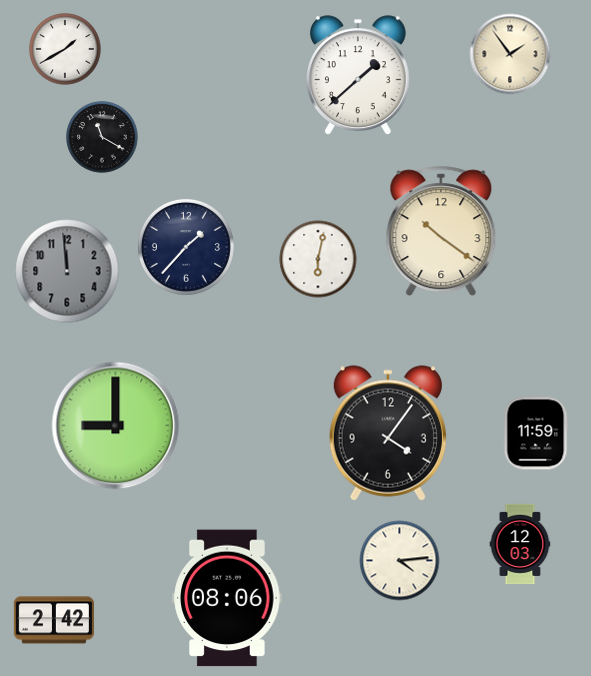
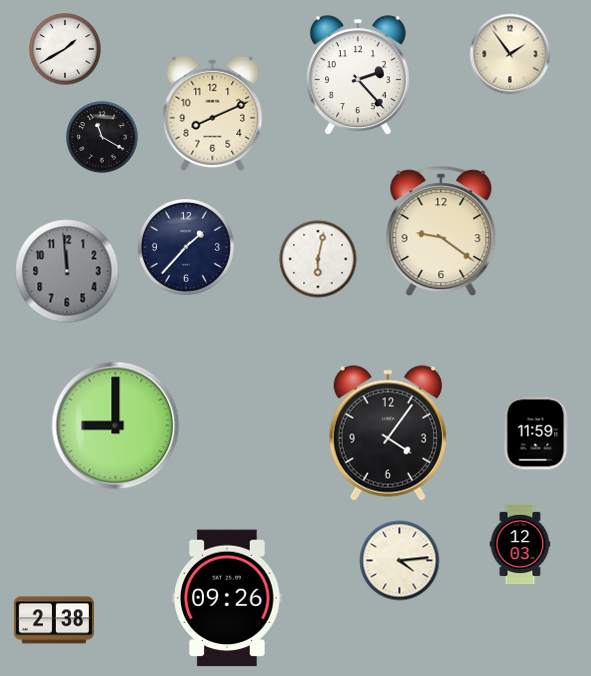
clock at (358, 75): 1:38 -> 2:23
clock at (213, 113): none -> 8:11
clock at (441, 231): 10:21 -> 9:21
clock at (227, 598): 08:06 -> 09:26
clock at (54, 620): 2:42 -> 2:38
